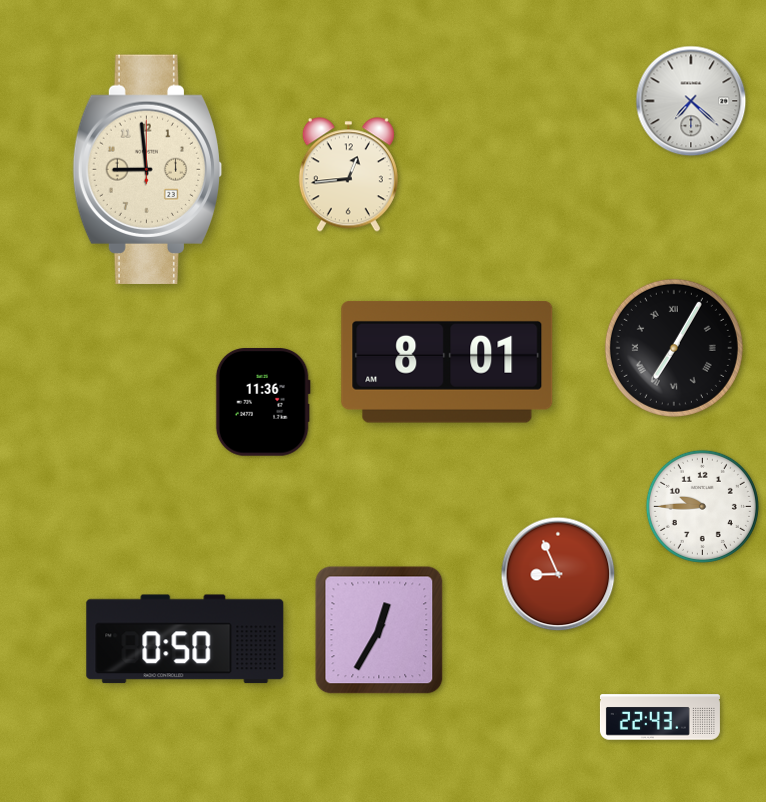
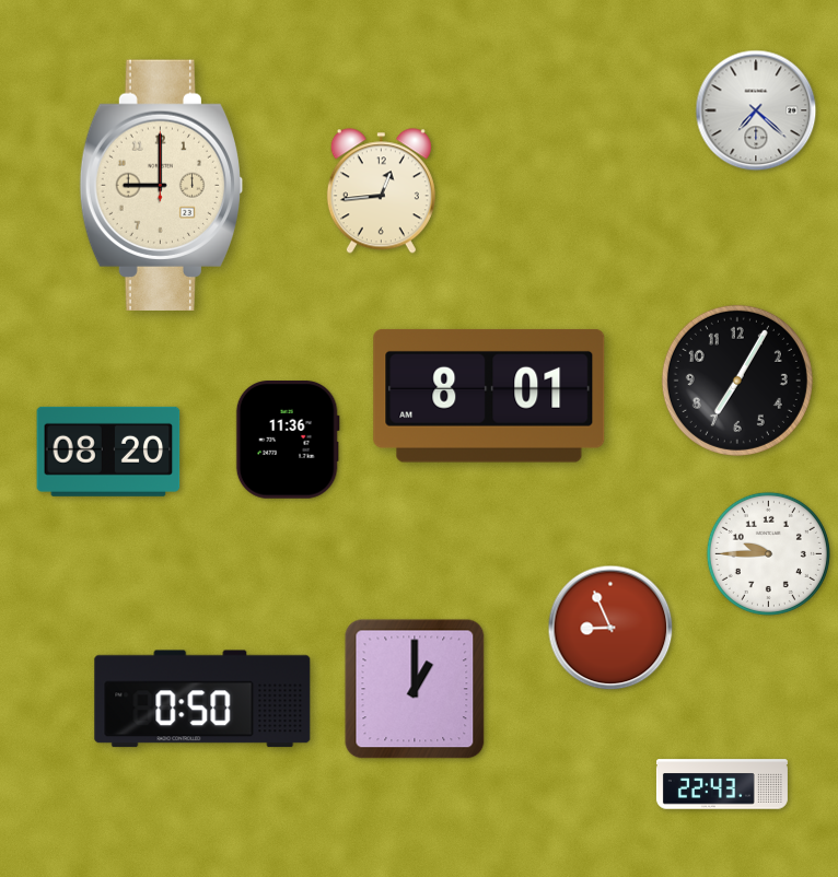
clock at (148, 169): 8:59 -> 9:00
clock at (674, 348) numerals: Roman -> Arabic
clock at (108, 452): none -> 08:20
clock at (379, 630): 12:35 -> 1:00
